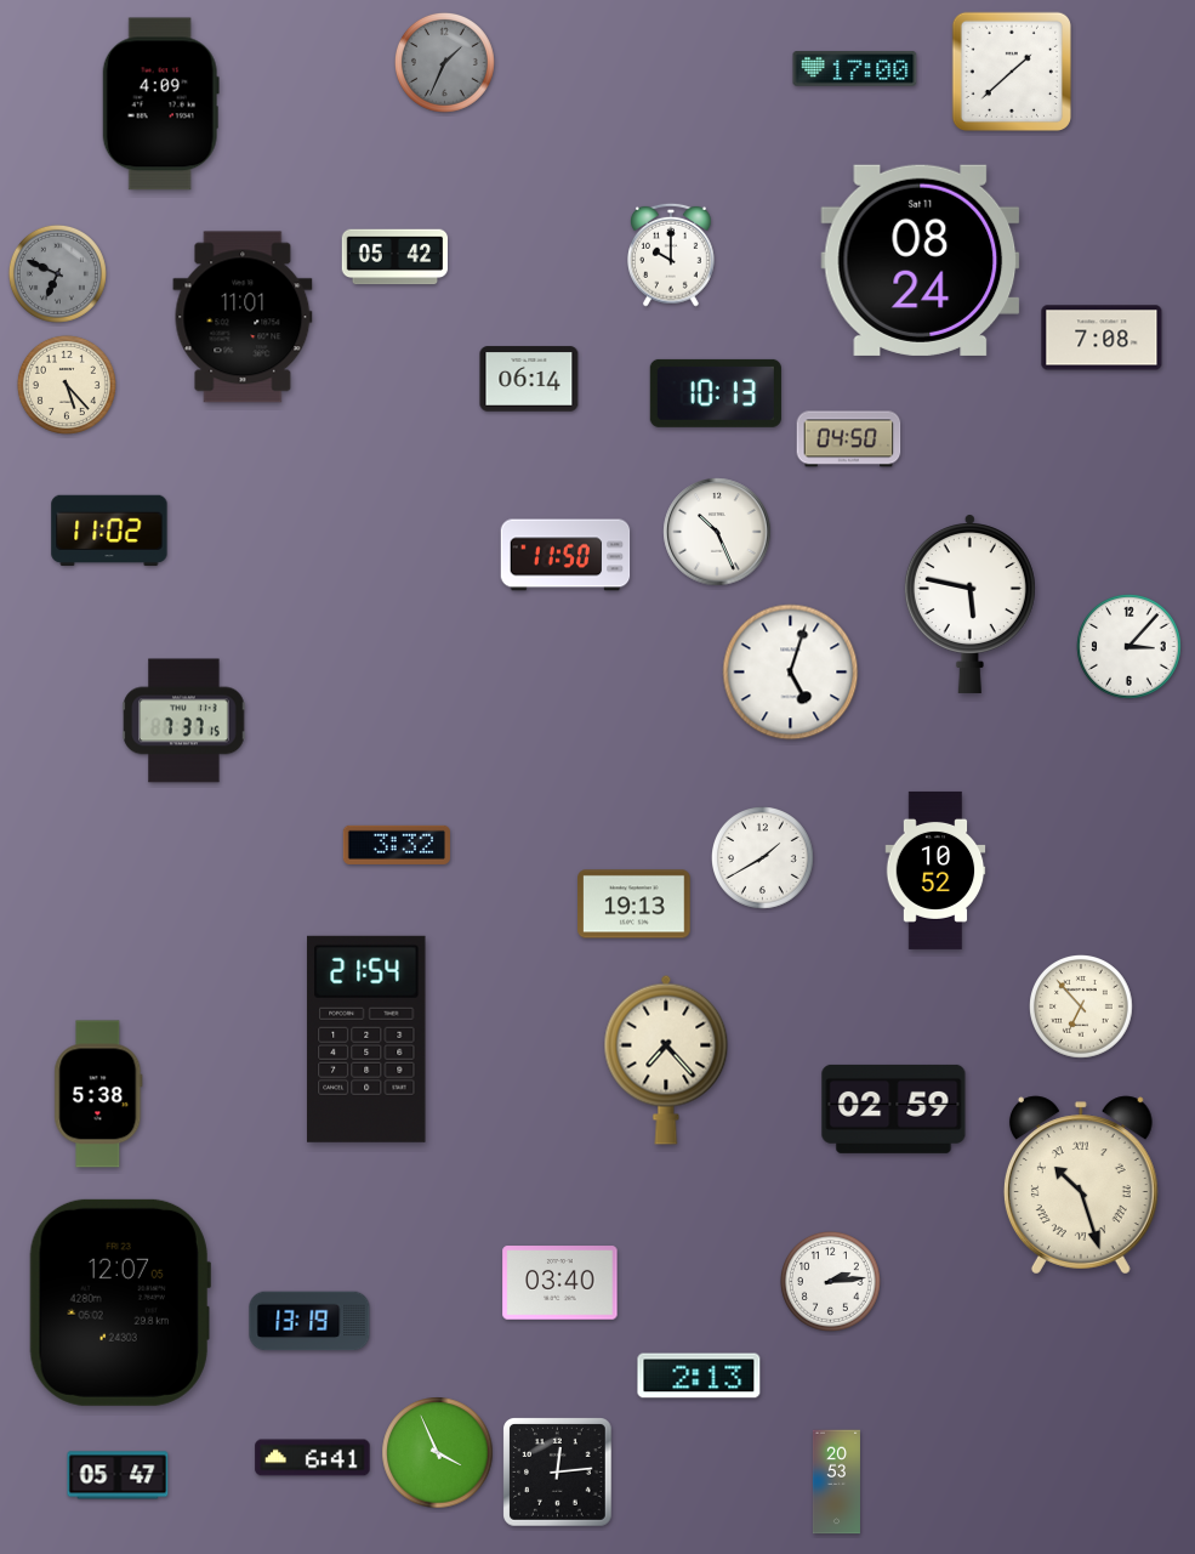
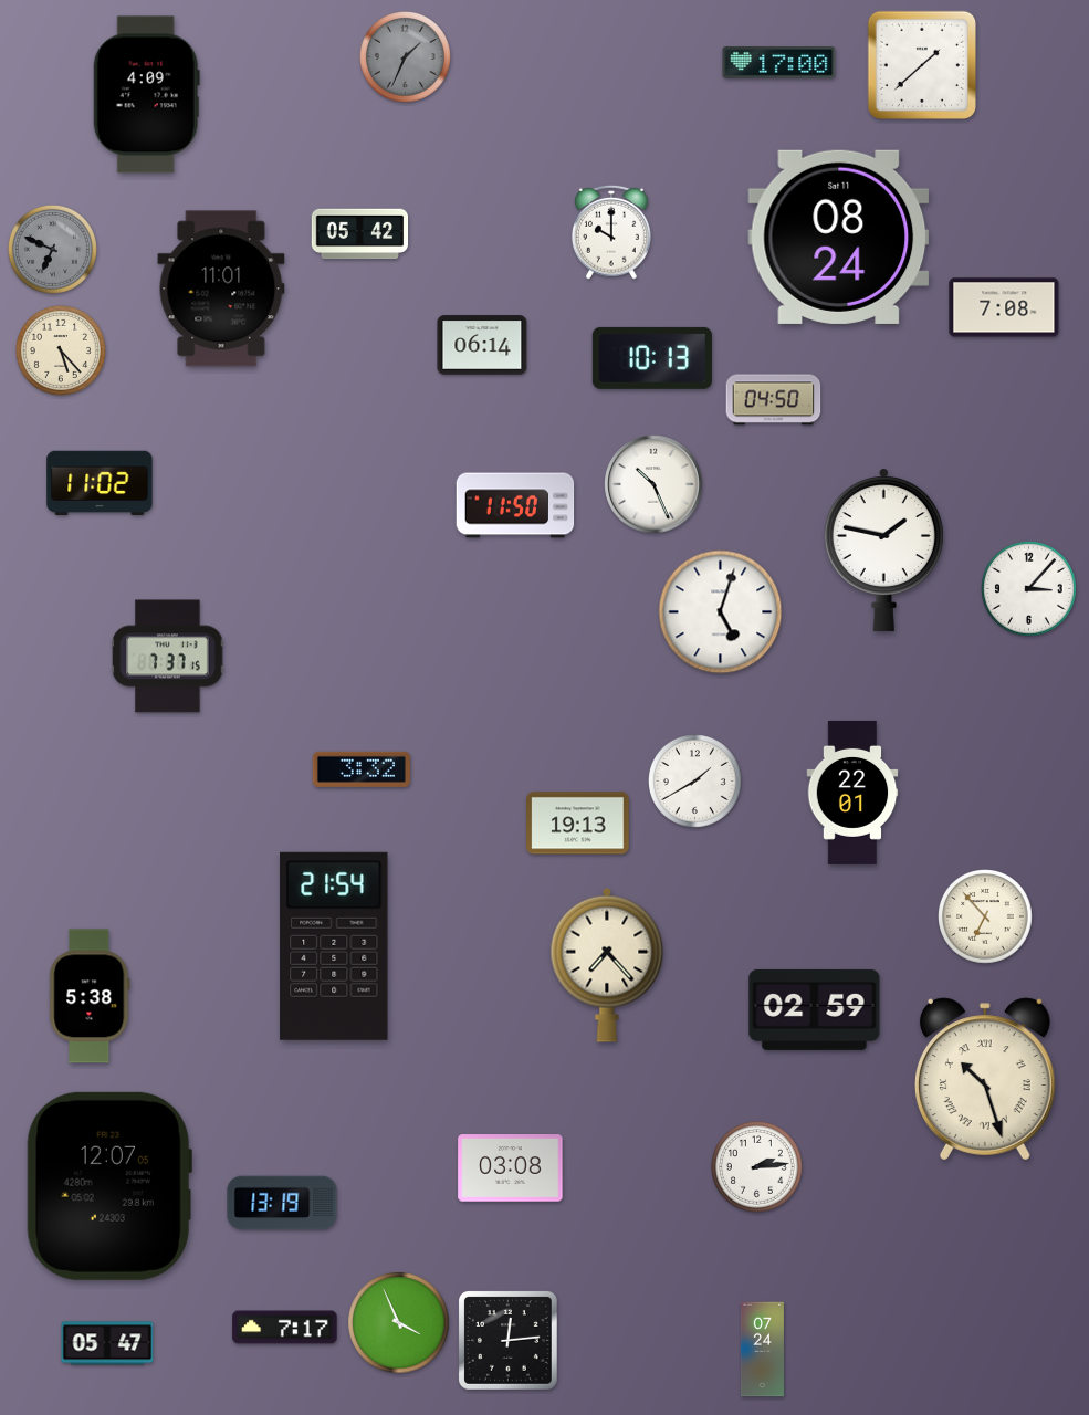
clock at (969, 605): 5:47 -> 1:47
clock at (935, 870): 10:52 -> 22:01
clock at (560, 1283): 03:40 -> 03:08
clock at (699, 1376): 2:13 -> none
clock at (313, 1458): 6:41 -> 7:17
clock at (836, 1482): 20:53 -> 07:24
